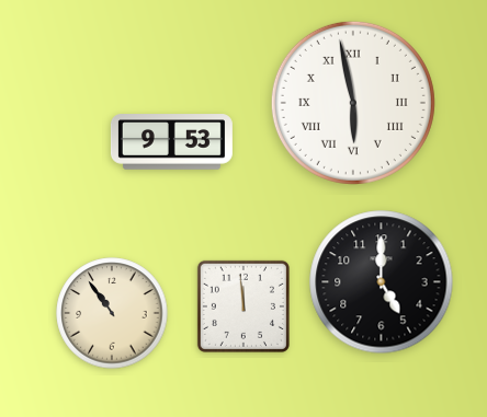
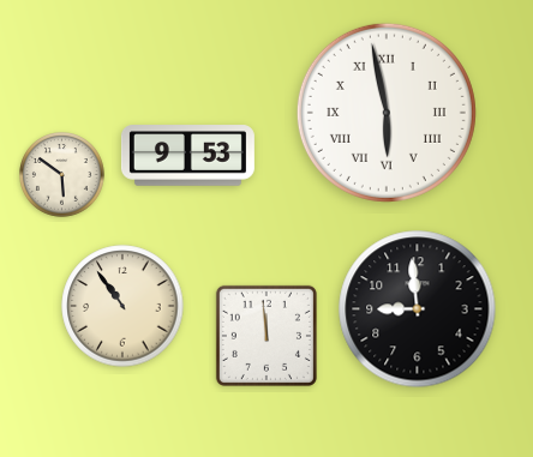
clock at (62, 175): none -> 5:51
clock at (382, 282): 5:00 -> 8:59
clock at (112, 313) position: (112, 313) -> (122, 306)
